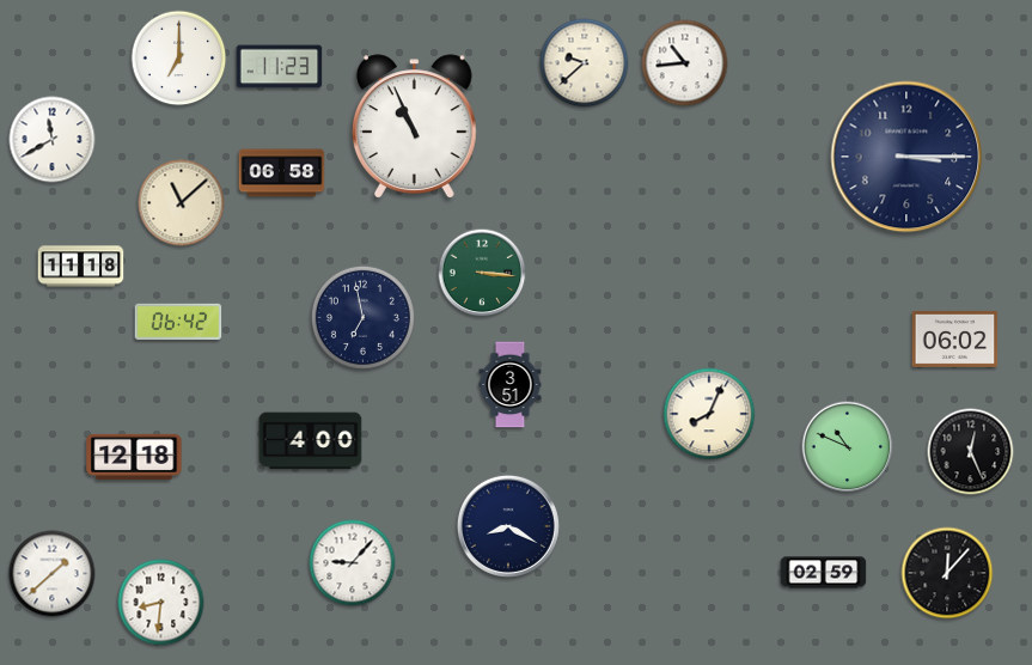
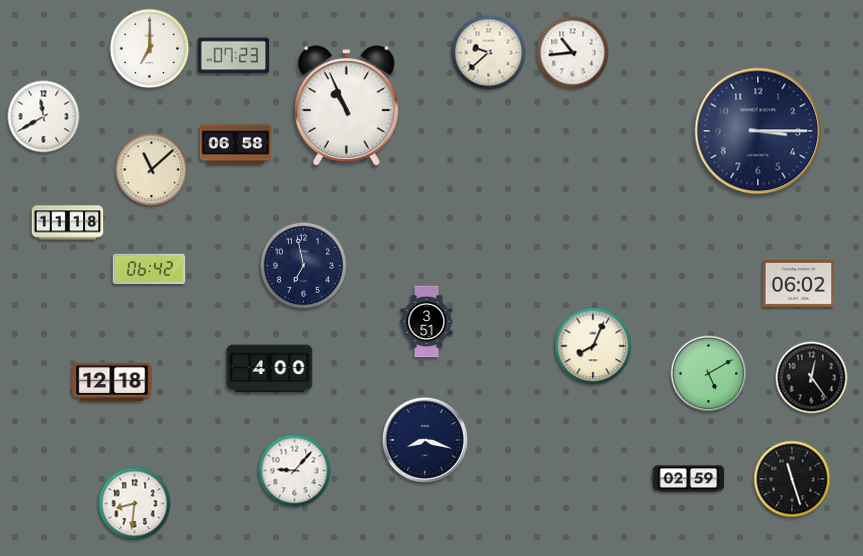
clock at (280, 67): 11:23 -> 07:23
clock at (482, 273): 3:16 -> none
clock at (311, 441) position: (311, 441) -> (270, 369)
clock at (848, 447): 10:49 -> 5:10
clock at (971, 452): 12:26 -> 12:24
clock at (508, 526): 8:20 -> 8:18
clock at (947, 573): 12:07 -> 11:27
clock at (53, 574): 1:38 -> none
